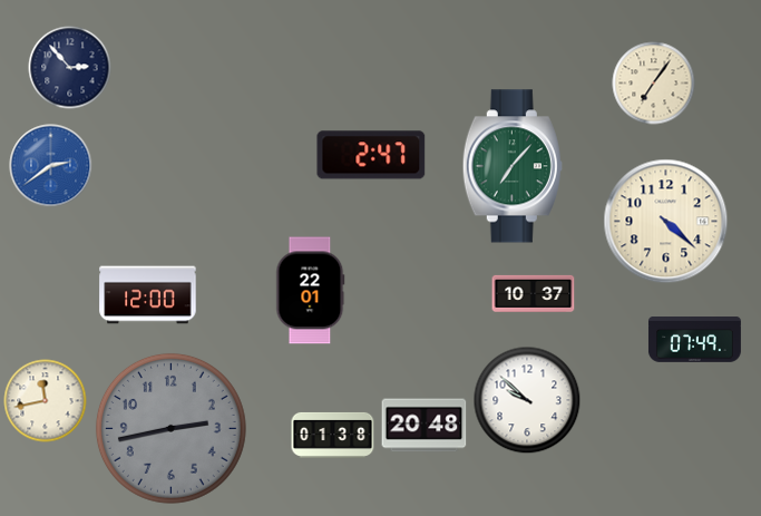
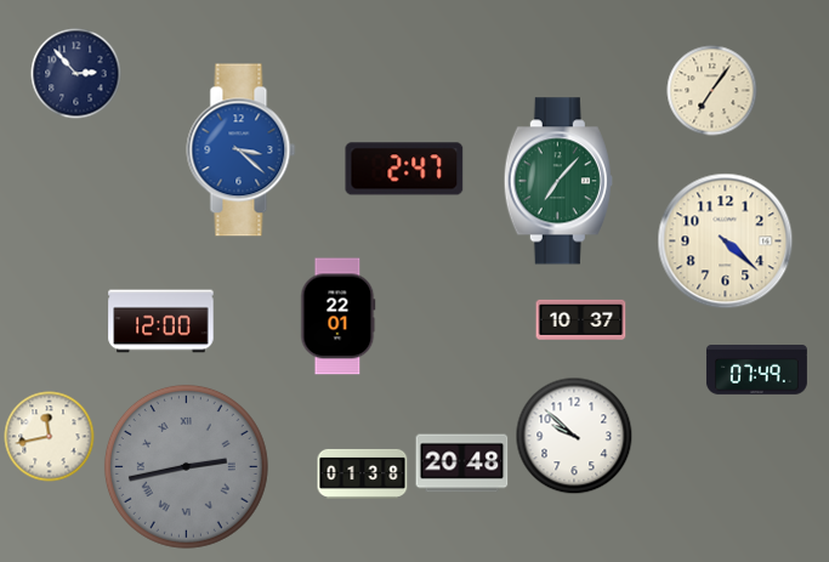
clock at (242, 151): none -> 3:22
clock at (51, 166): 2:39 -> none
clock at (170, 428) numerals: Arabic -> Roman
